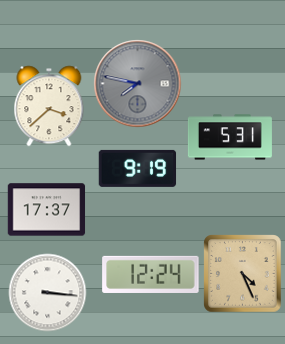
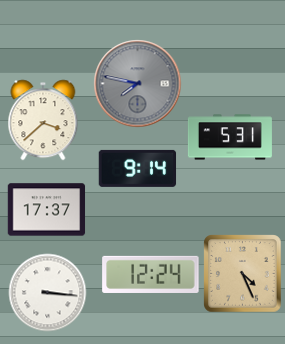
clock at (49, 106) position: (49, 106) -> (43, 120)
clock at (137, 168): 9:19 -> 9:14
